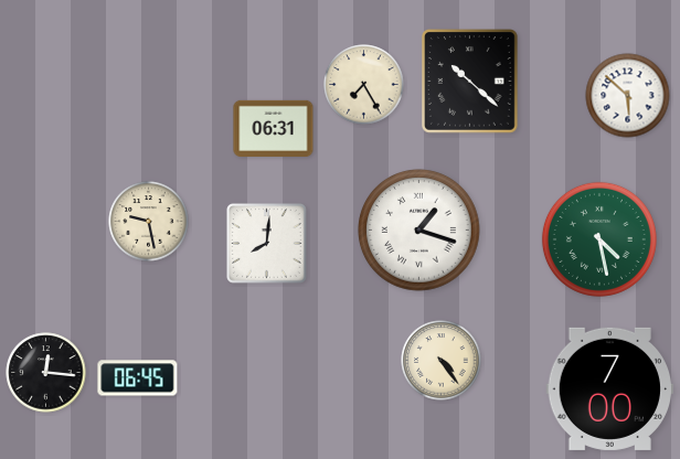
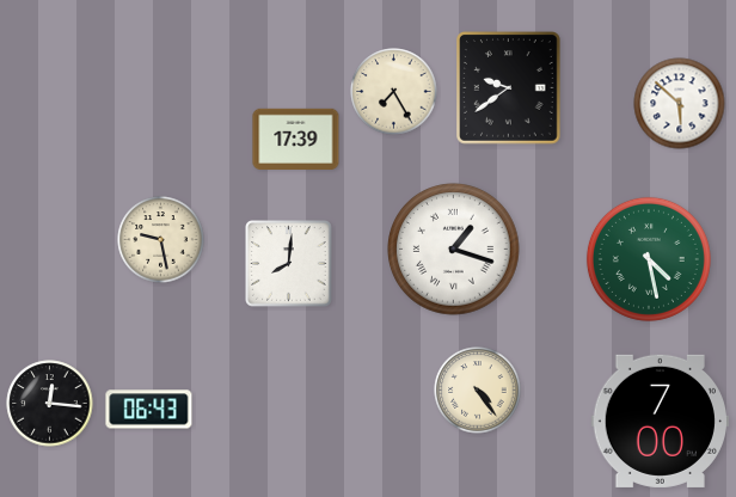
clock at (470, 82): 10:22 -> 9:39
clock at (274, 128): 06:31 -> 17:39
clock at (138, 378): 06:45 -> 06:43
